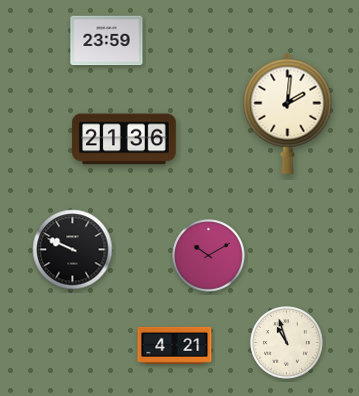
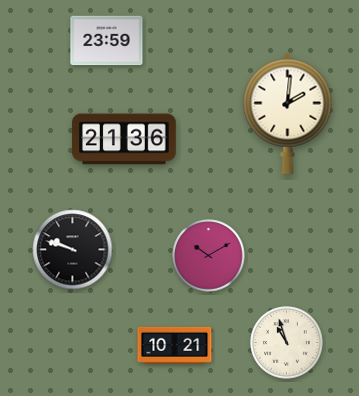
clock at (73, 250): 9:49 -> 9:48
clock at (175, 345): 4:21 -> 10:21
